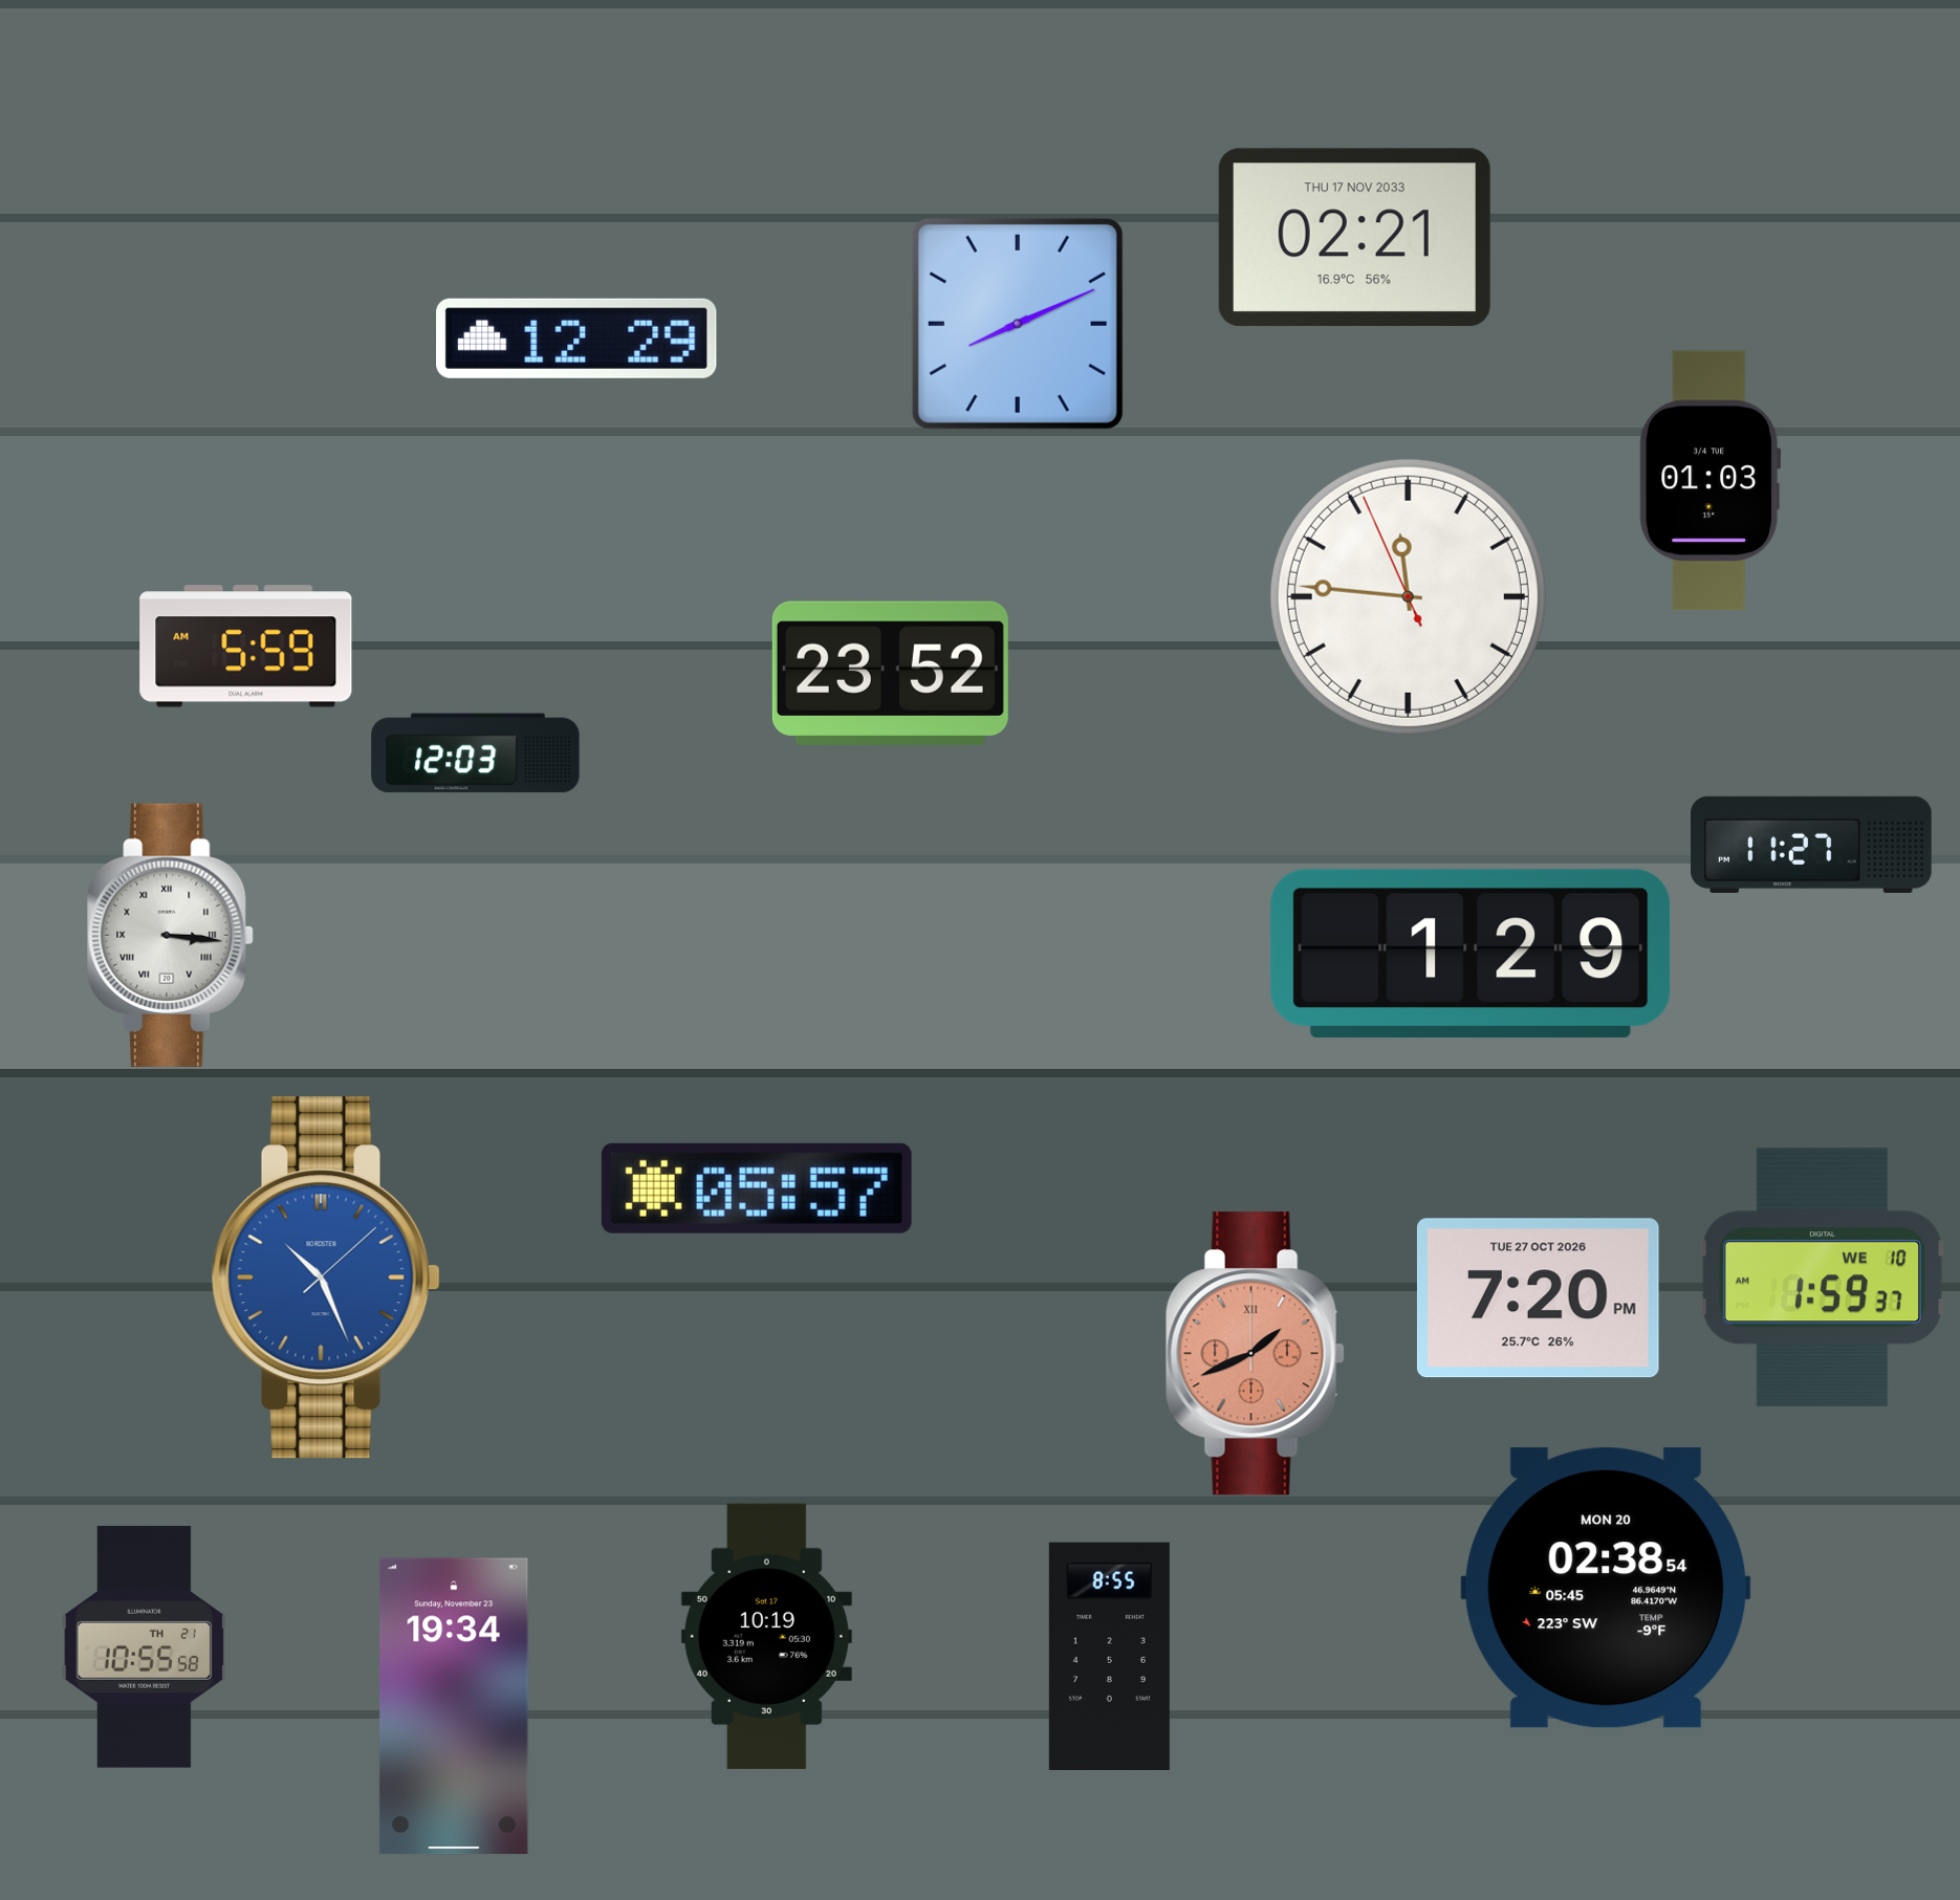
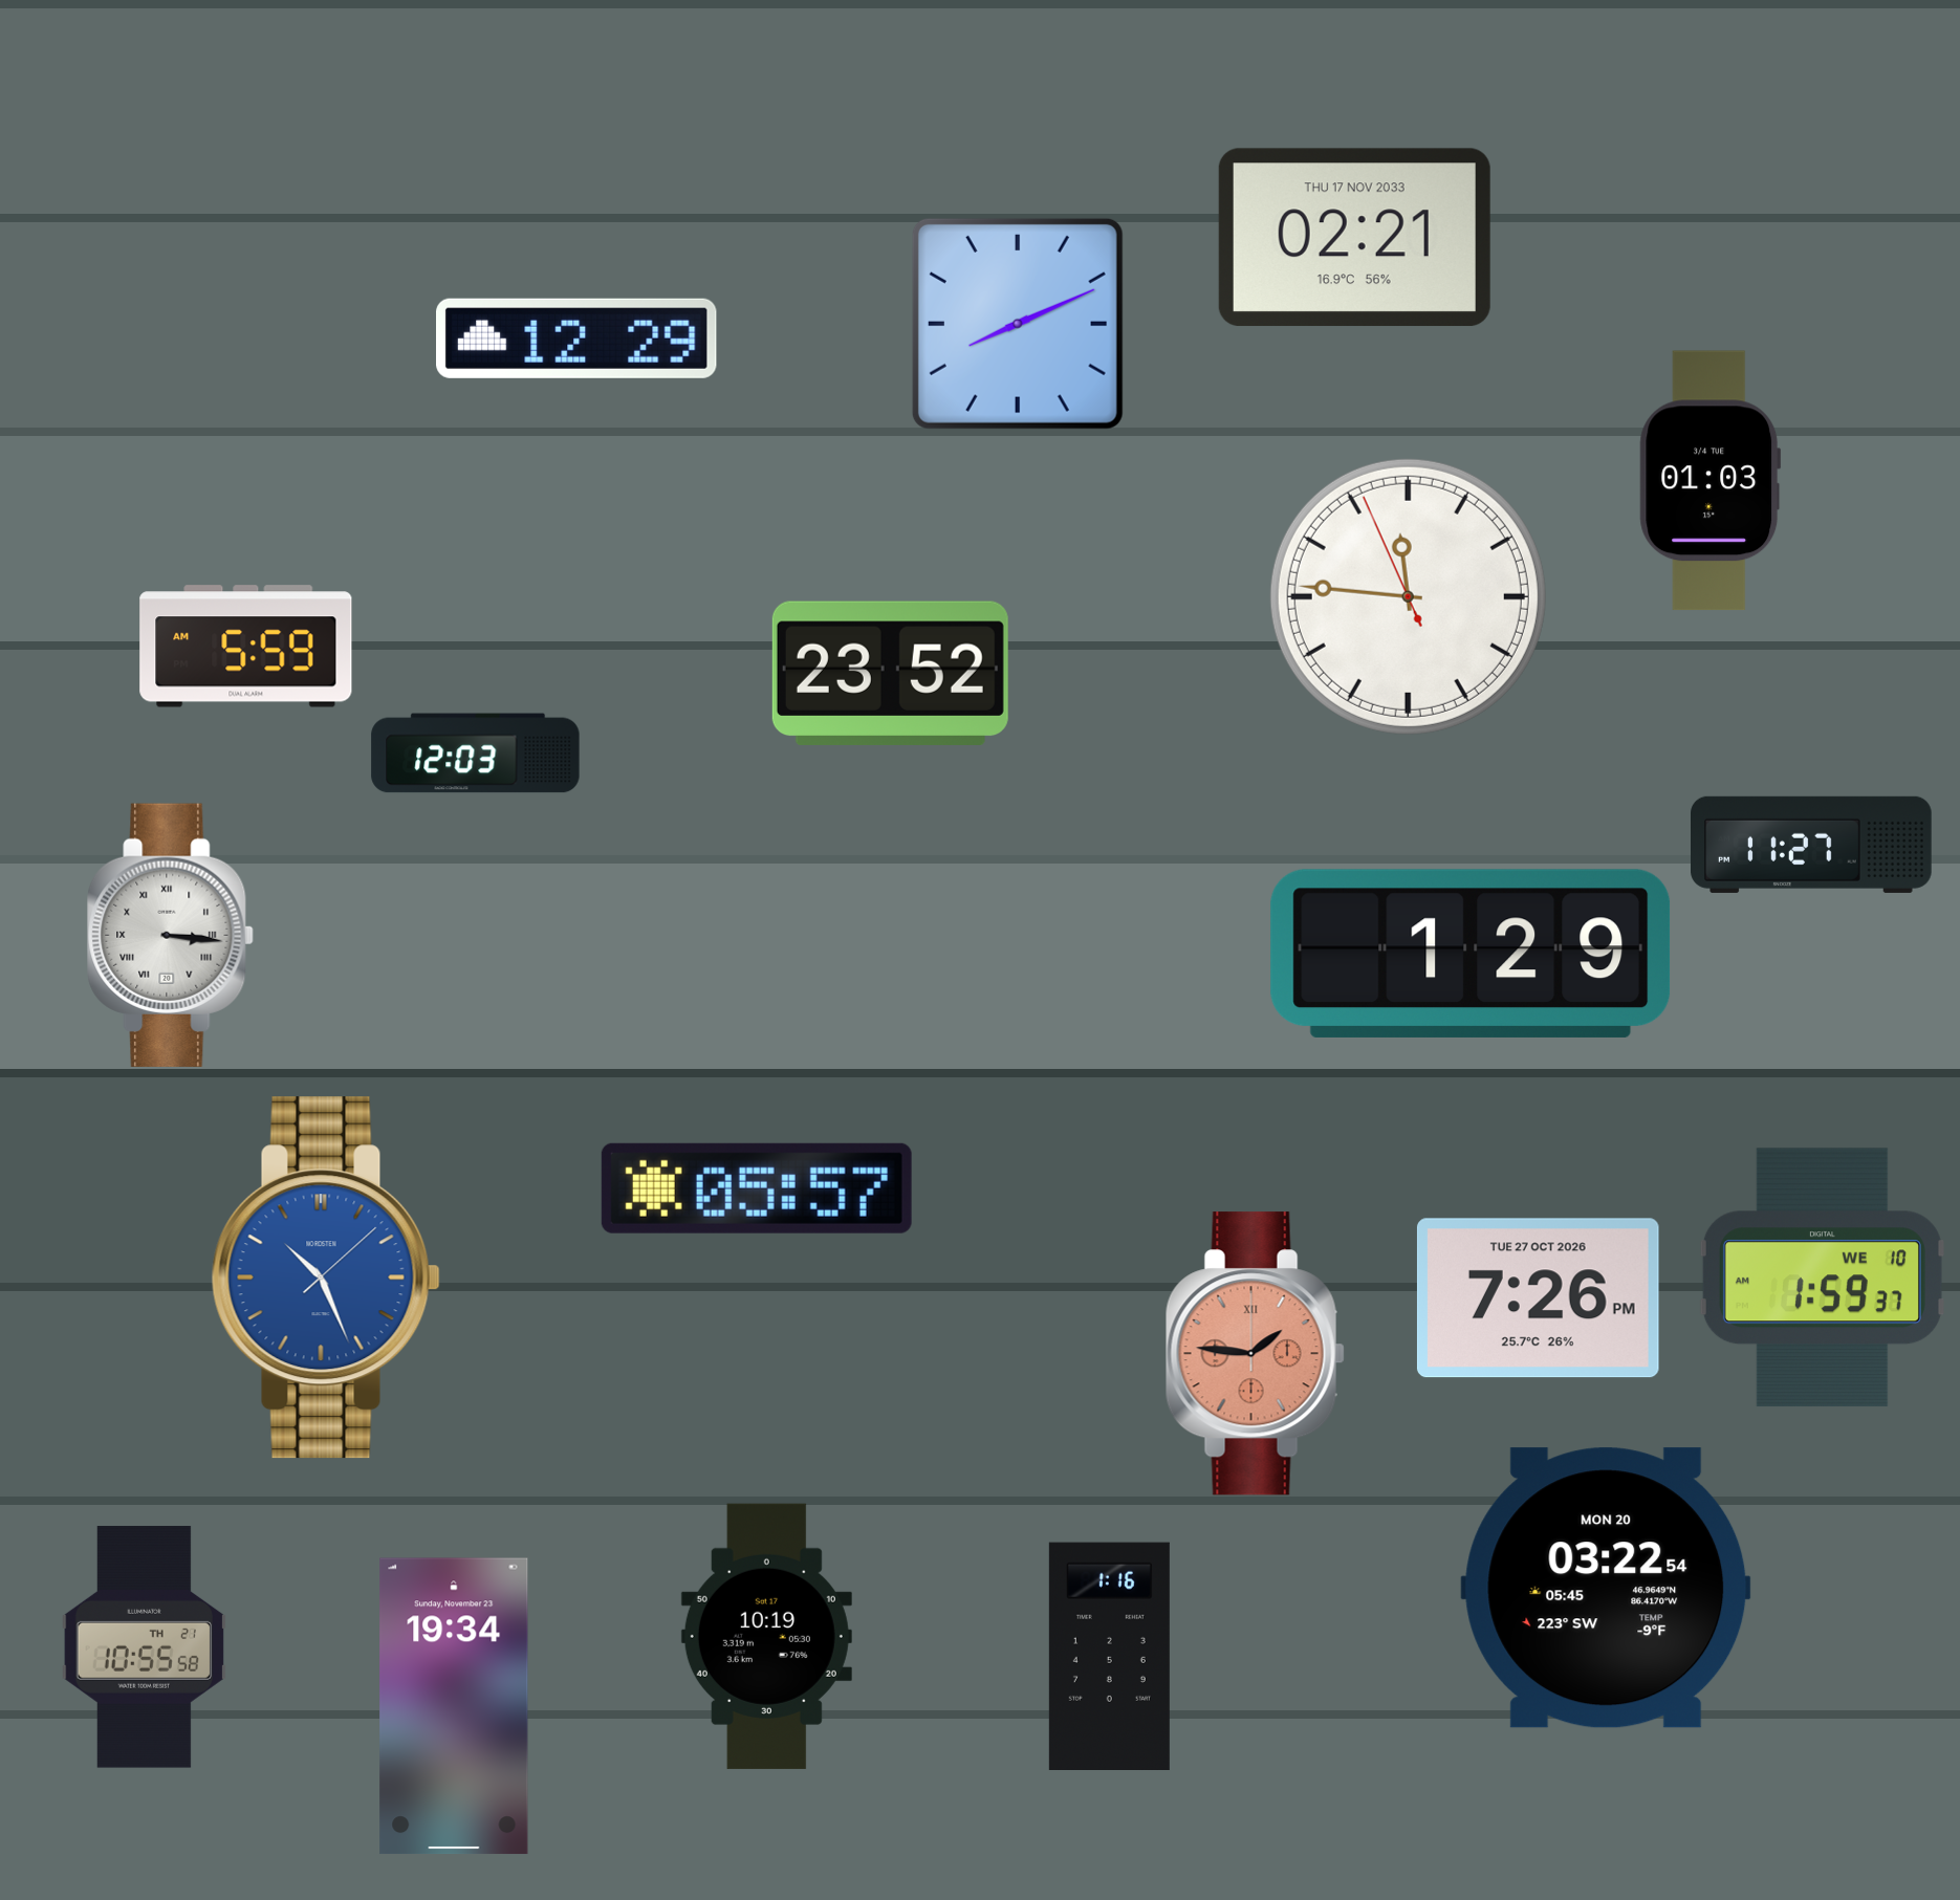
clock at (1538, 1298): 7:20 -> 7:26
clock at (1255, 1354): 1:41 -> 1:46
clock at (1606, 1588): 02:38 -> 03:22
clock at (1109, 1656): 8:55 -> 1:16
